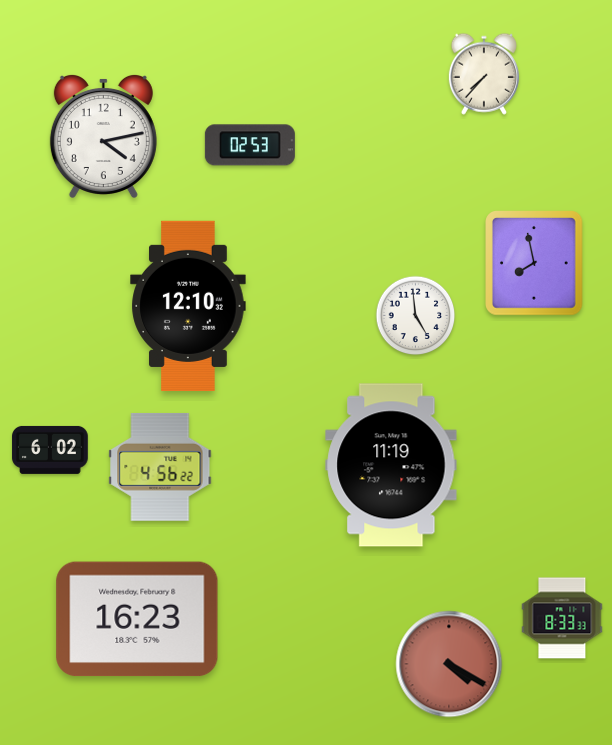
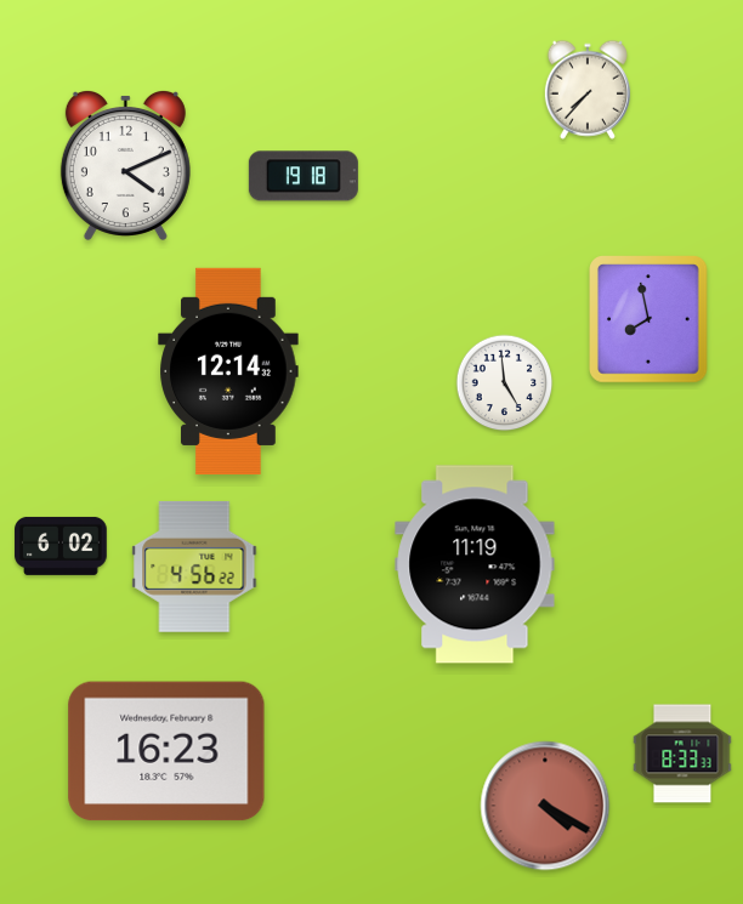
clock at (103, 136): 4:13 -> 4:11
clock at (250, 145): 02:53 -> 19:18
clock at (188, 306): 12:10 -> 12:14
clock at (562, 618) position: (562, 618) -> (682, 754)
